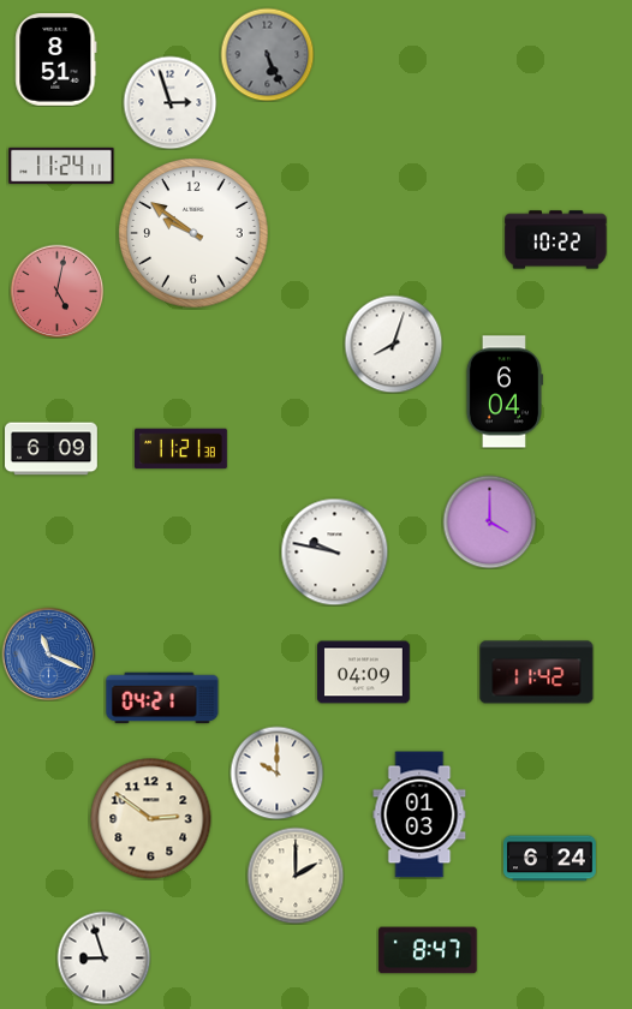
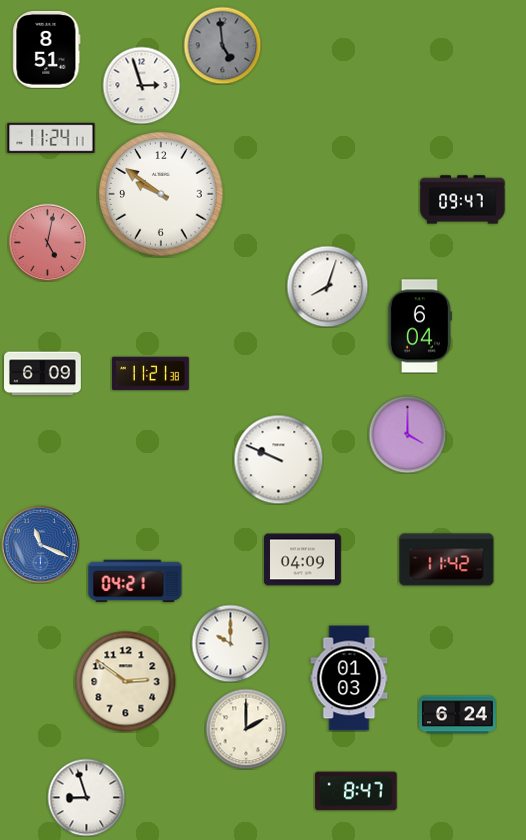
clock at (267, 54): 5:26 -> 4:59
clock at (556, 240): 10:22 -> 09:47
clock at (334, 551): 9:47 -> 9:49
